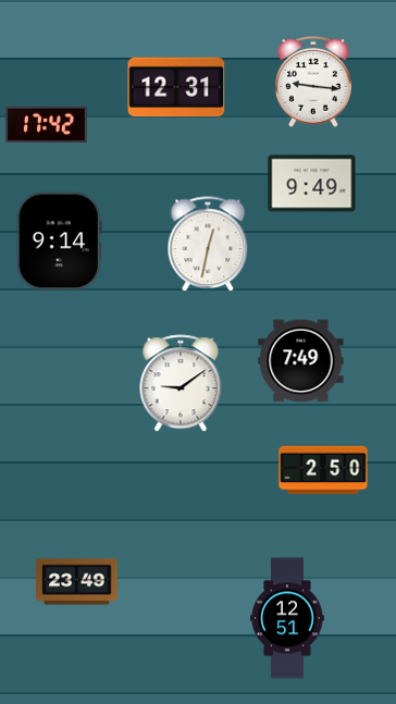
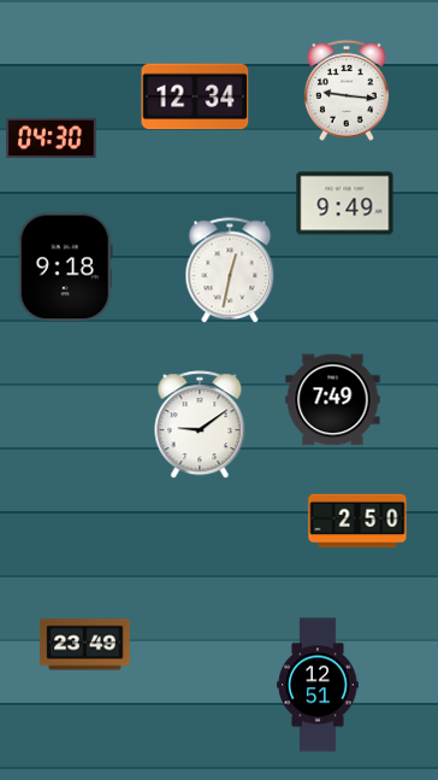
clock at (176, 87): 12:31 -> 12:34
clock at (47, 124): 17:42 -> 04:30
clock at (59, 242): 9:14 -> 9:18
